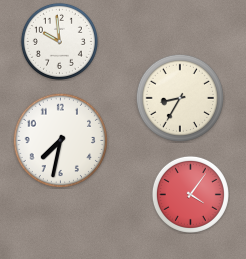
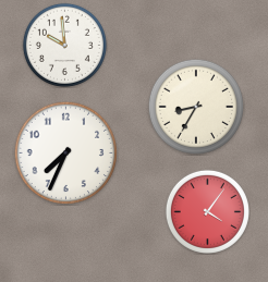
clock at (60, 140): 7:32 -> 7:34
